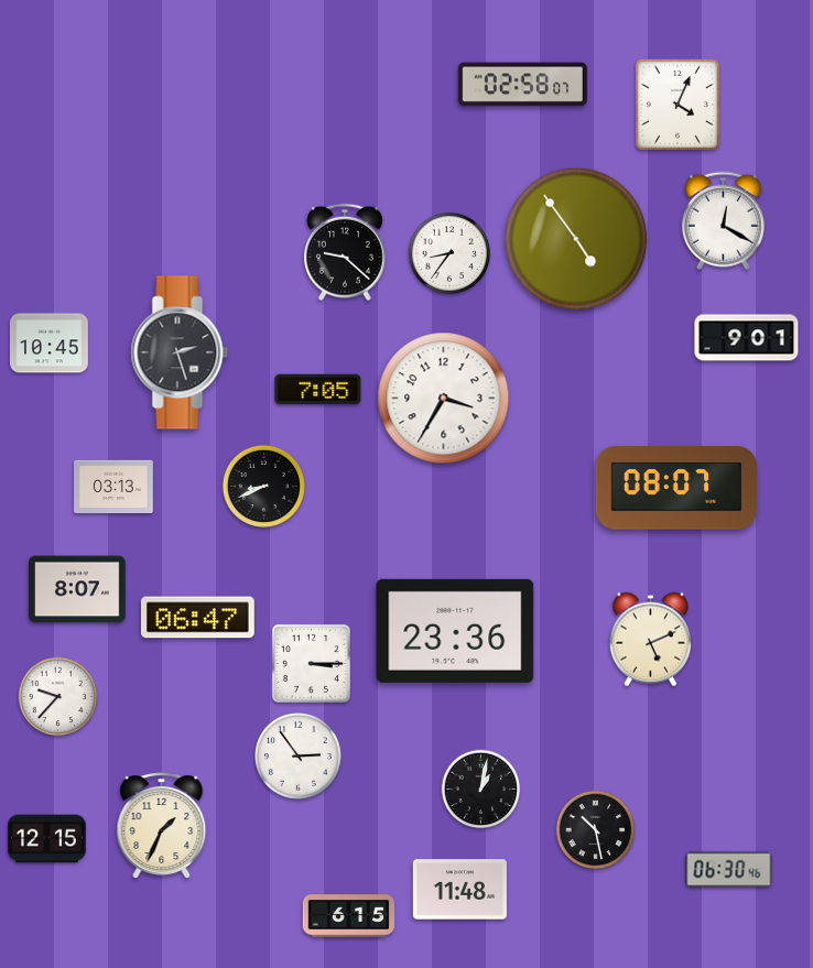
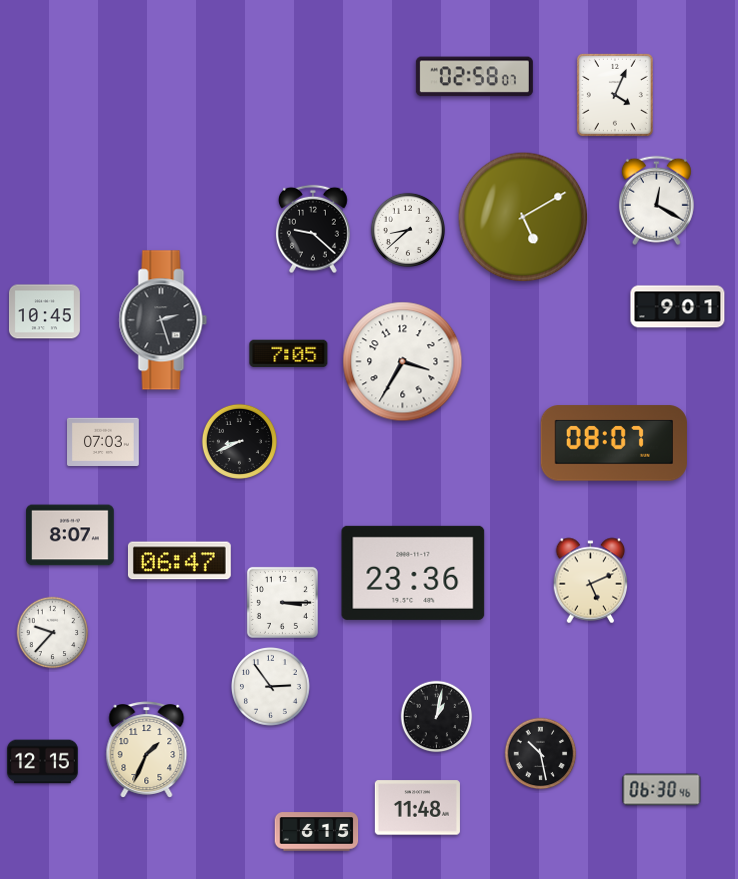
clock at (576, 239): 4:54 -> 5:10
clock at (448, 252): 8:36 -> 8:38
clock at (113, 487): 03:13 -> 07:03
